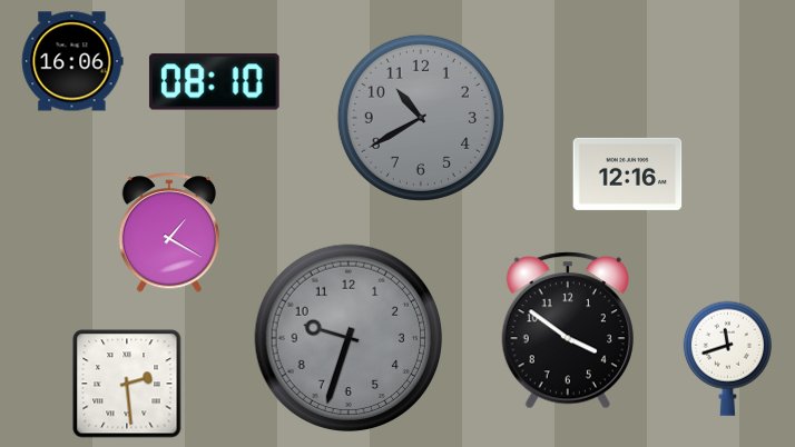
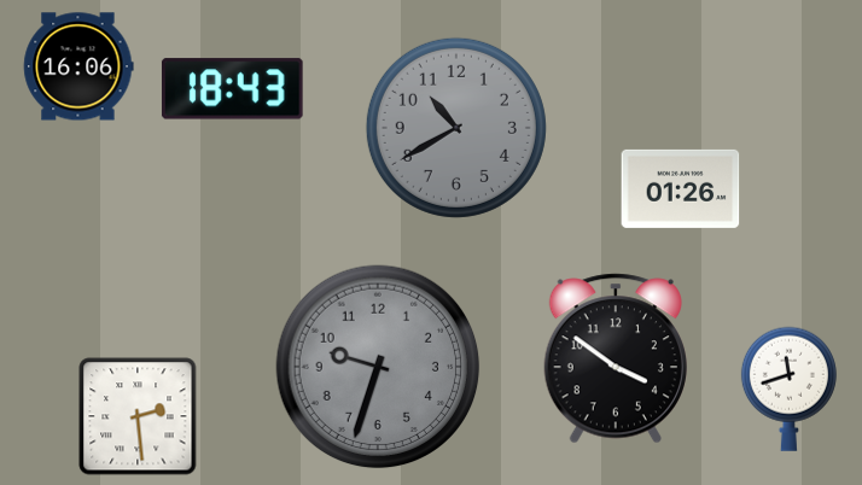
clock at (215, 82): 08:10 -> 18:43
clock at (628, 173): 12:16 -> 01:26
clock at (169, 234): 1:20 -> none
